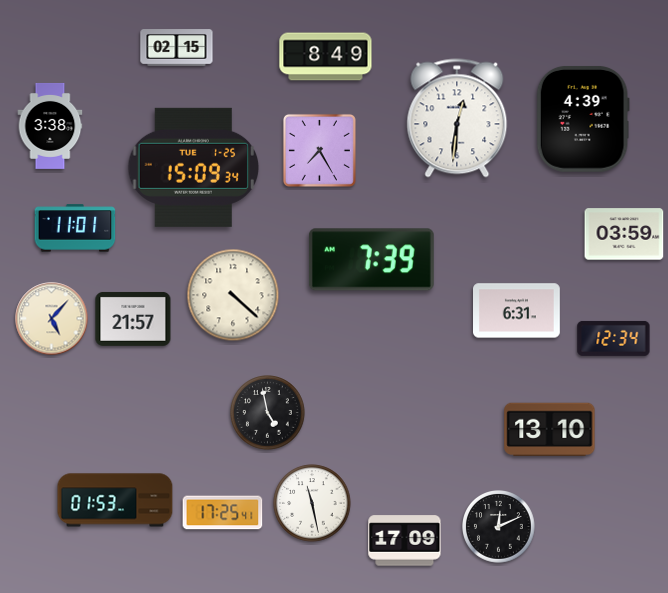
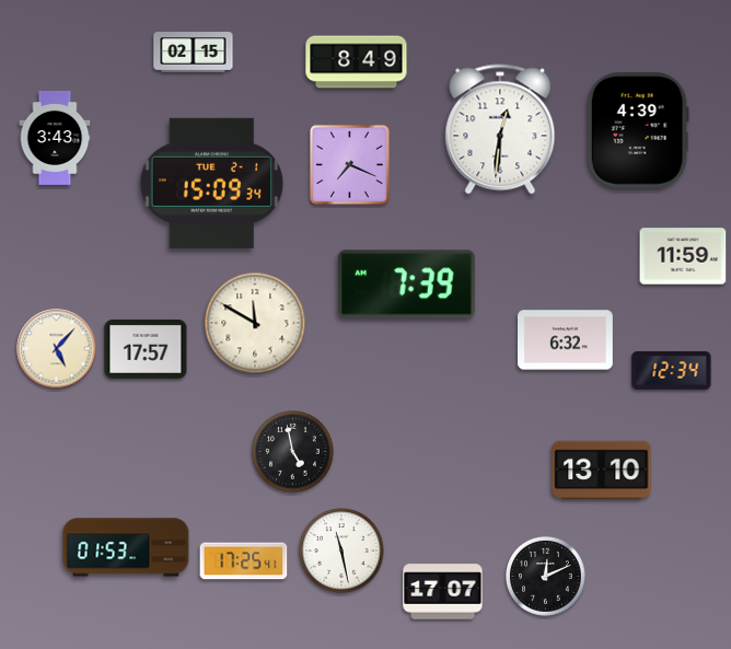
clock at (50, 126): 3:38 -> 3:43
clock at (319, 150): 7:25 -> 7:19
clock at (194, 167) date: TUE 1-25 -> TUE 2-1
clock at (75, 228): 11:01 -> none
clock at (624, 234): 03:59 -> 11:59
clock at (233, 295): 4:22 -> 11:50
clock at (517, 311): 6:31 -> 6:32
clock at (133, 319): 21:57 -> 17:57
clock at (405, 541): 17:09 -> 17:07
